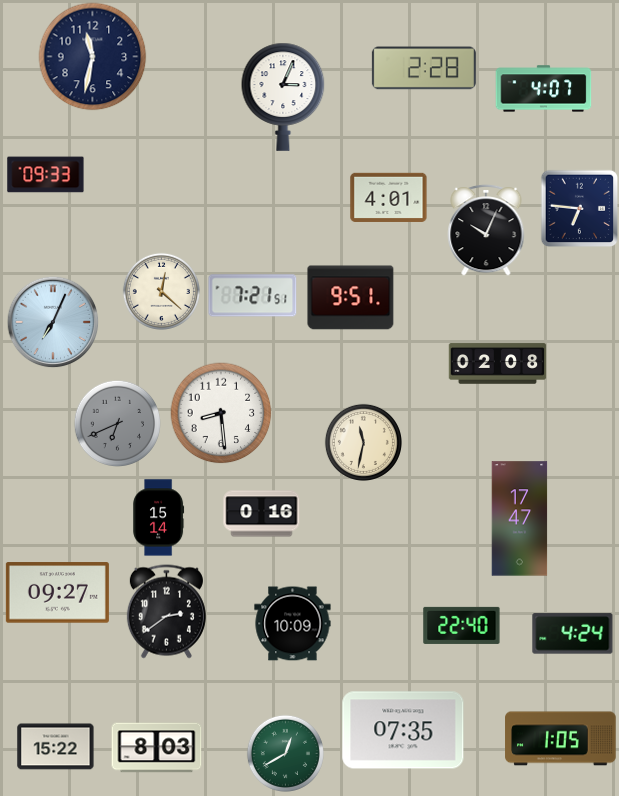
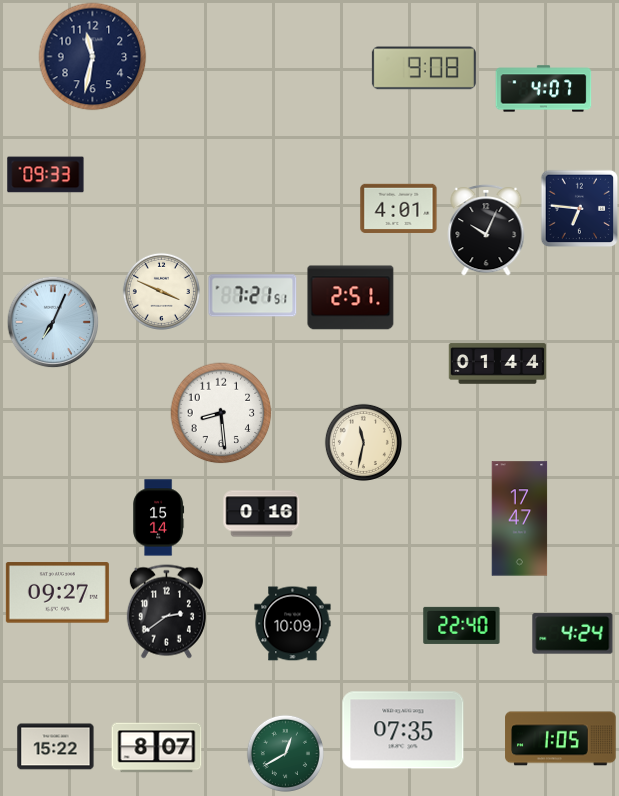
clock at (424, 68): 2:28 -> 9:08
clock at (283, 97): 3:04 -> none
clock at (389, 197) position: (389, 197) -> (399, 208)
clock at (161, 291): 12:22 -> 3:49
clock at (351, 298): 9:51 -> 2:51
clock at (498, 364): 02:08 -> 01:44
clock at (117, 423): 6:41 -> none
clock at (157, 748): 8:03 -> 8:07
